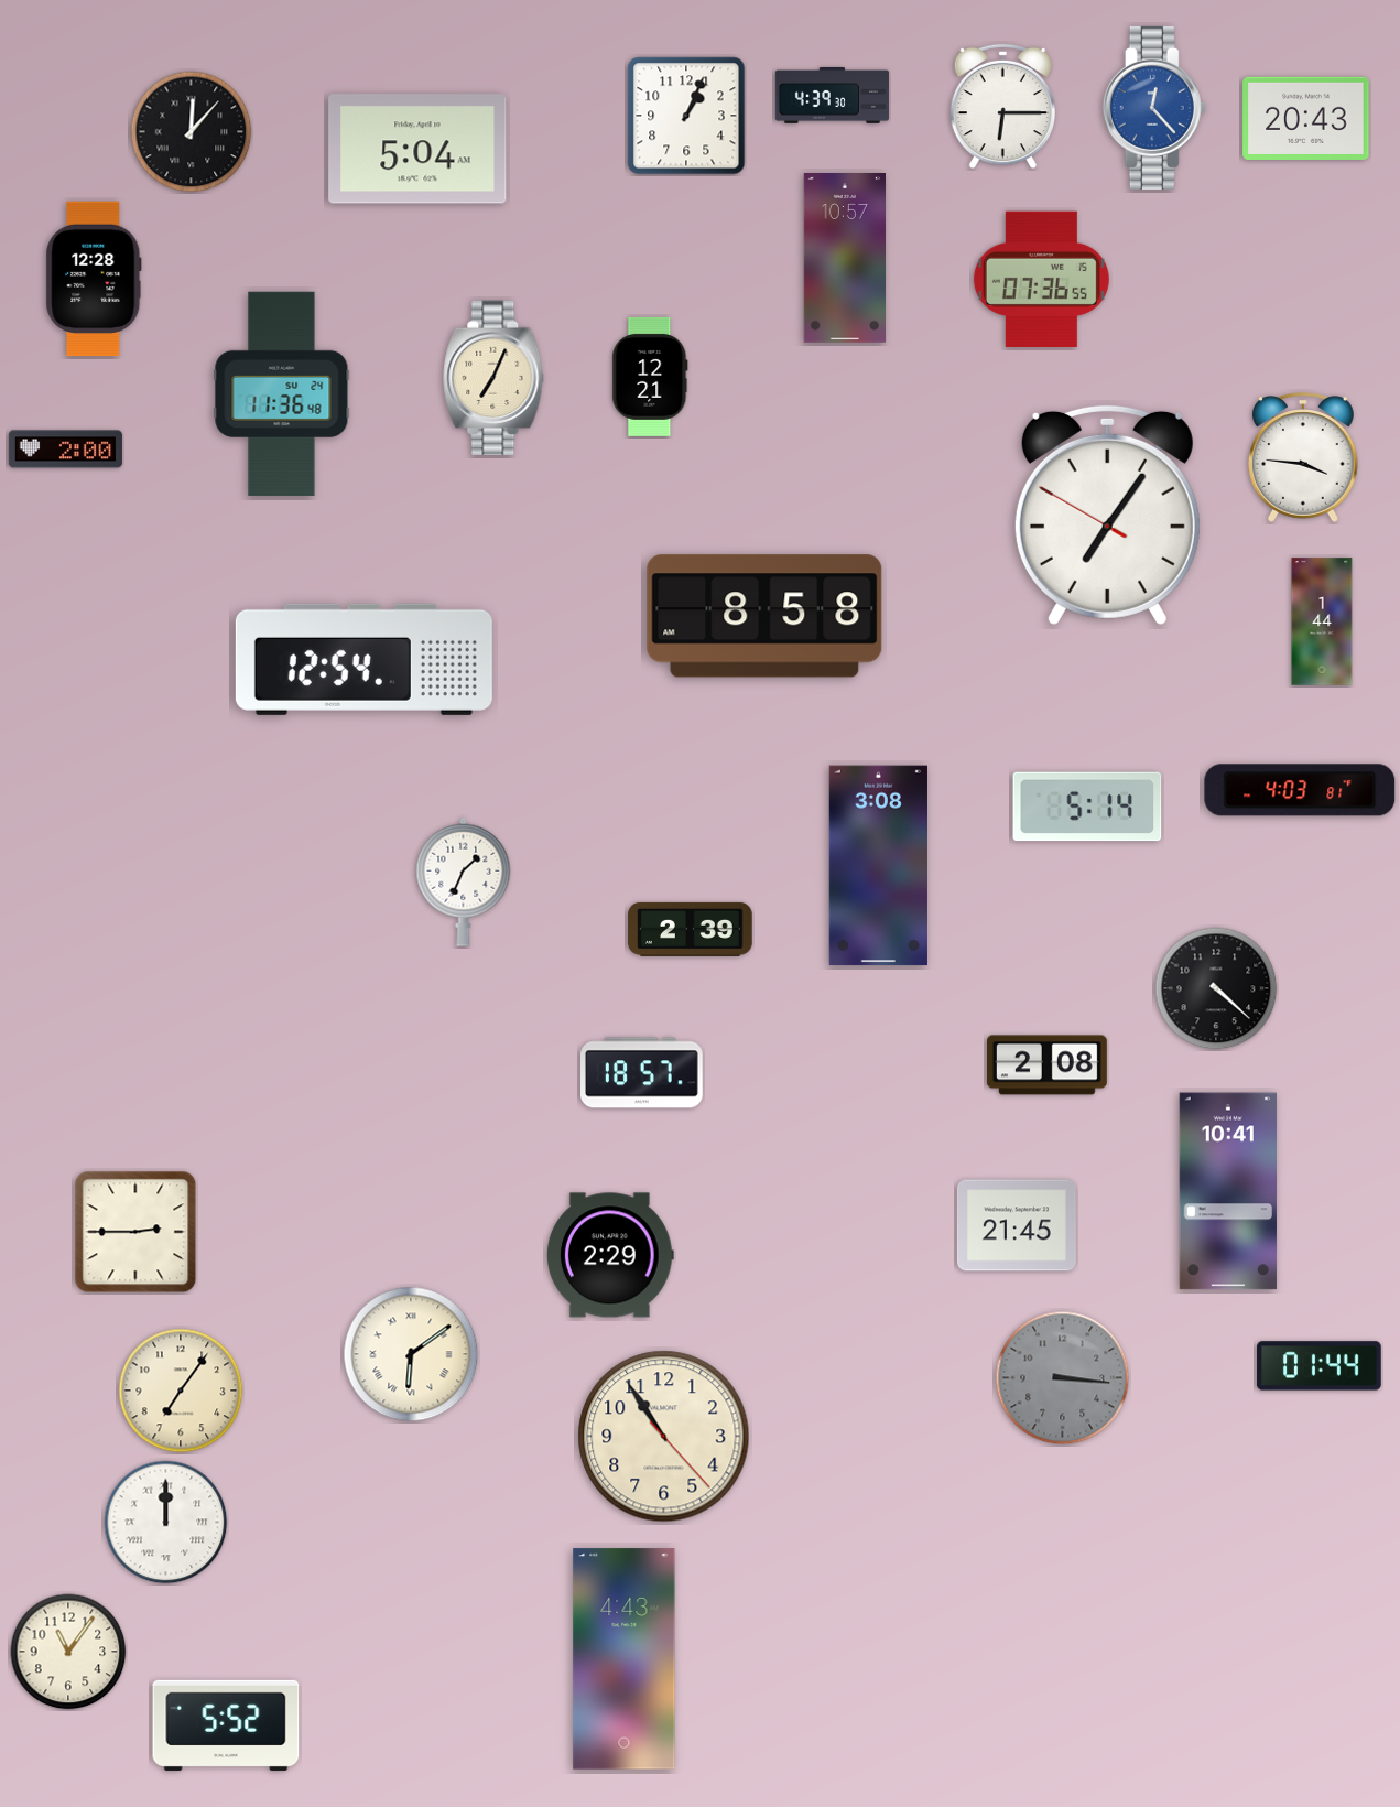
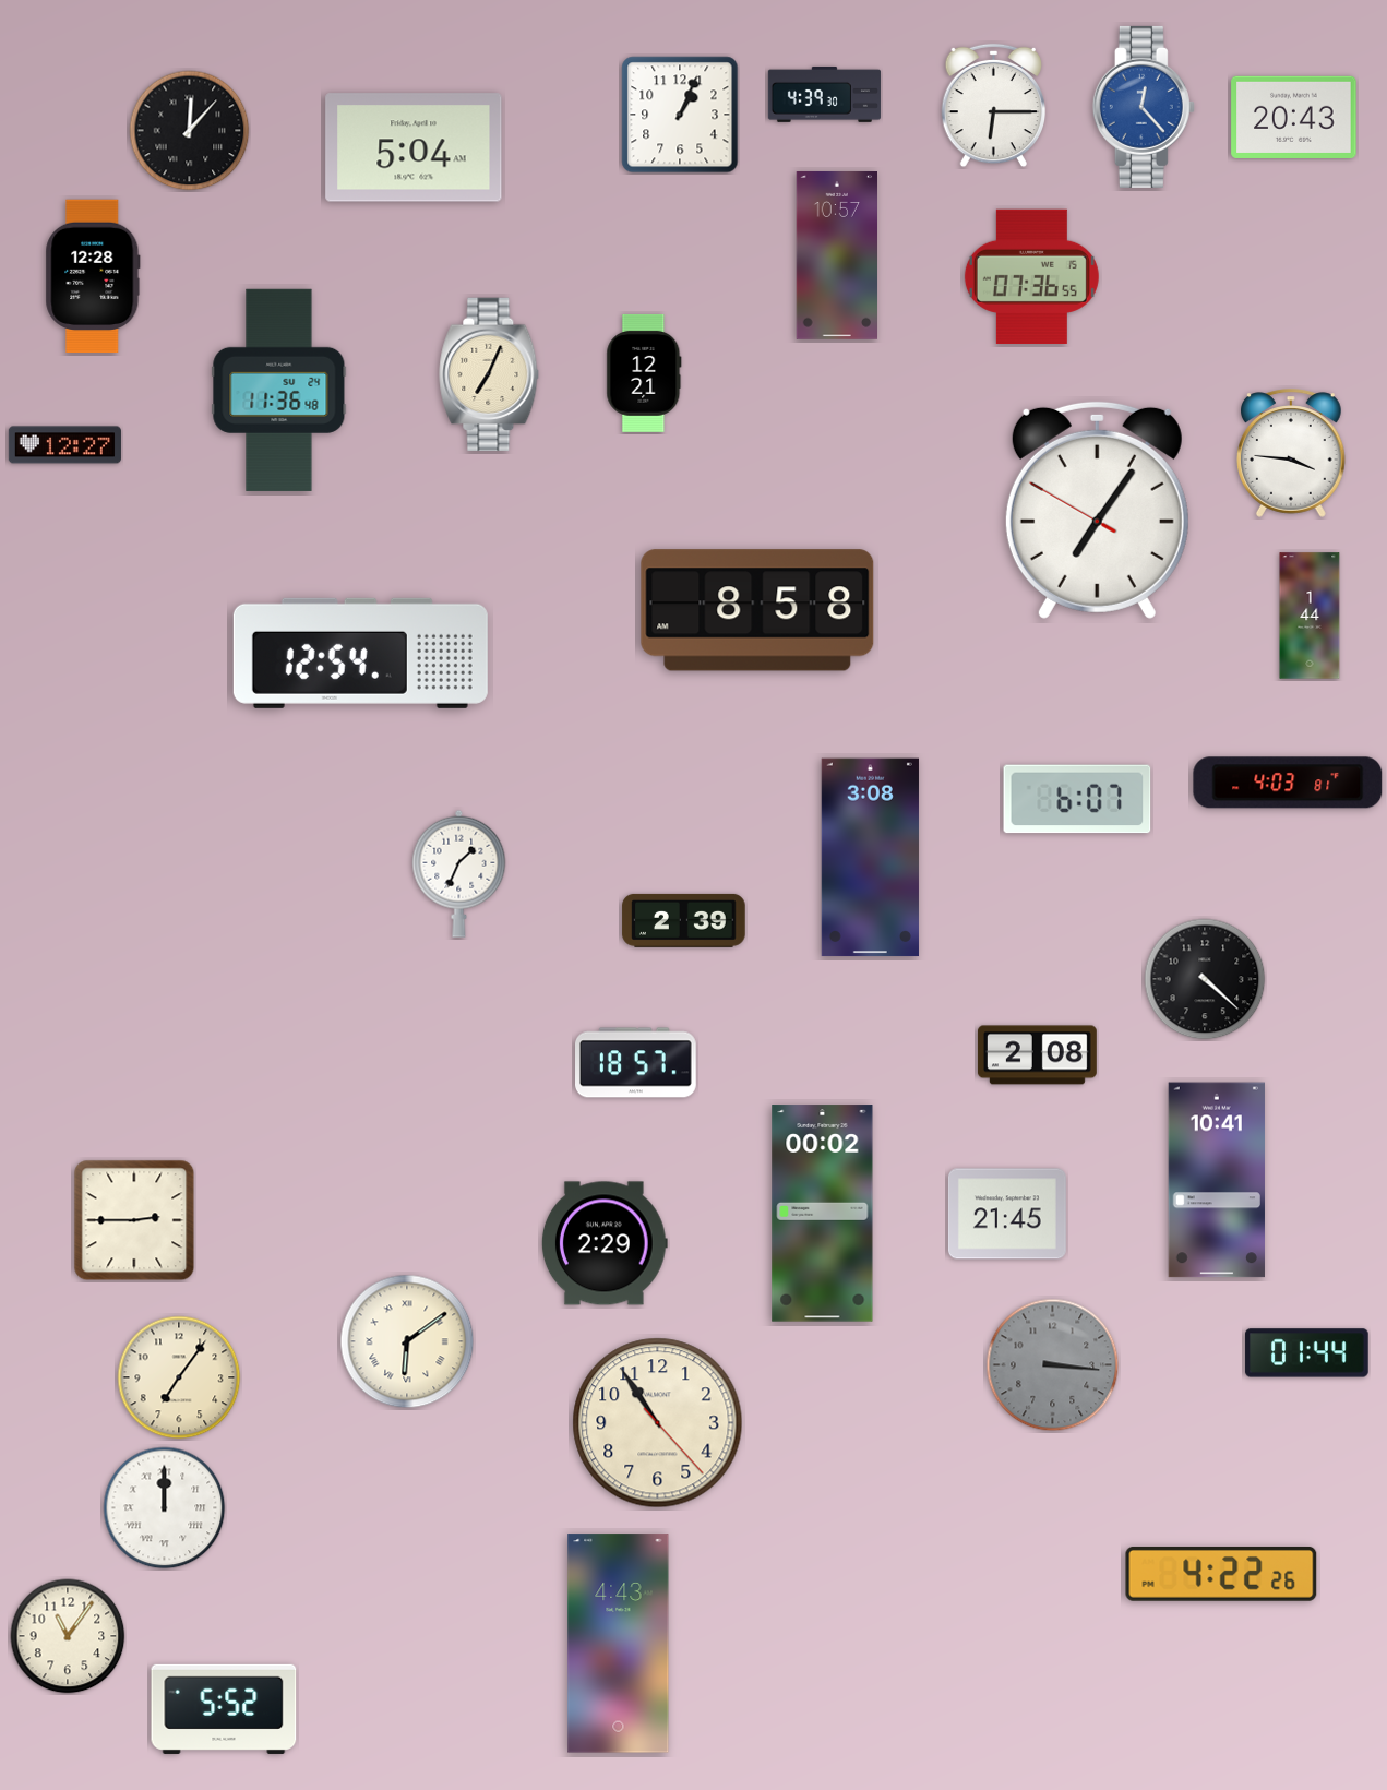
clock at (65, 450): 2:00 -> 12:27
clock at (1087, 807): 5:14 -> 6:07
clock at (823, 1214): none -> 00:02
clock at (1221, 1574): none -> 4:22
